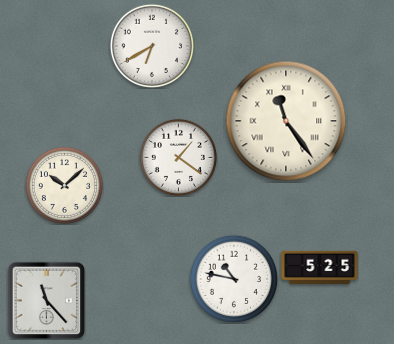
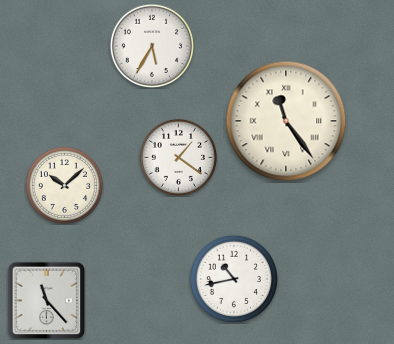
clock at (151, 45): 6:40 -> 5:35
clock at (320, 267): 5:25 -> none
clock at (234, 279): 10:47 -> 10:43
